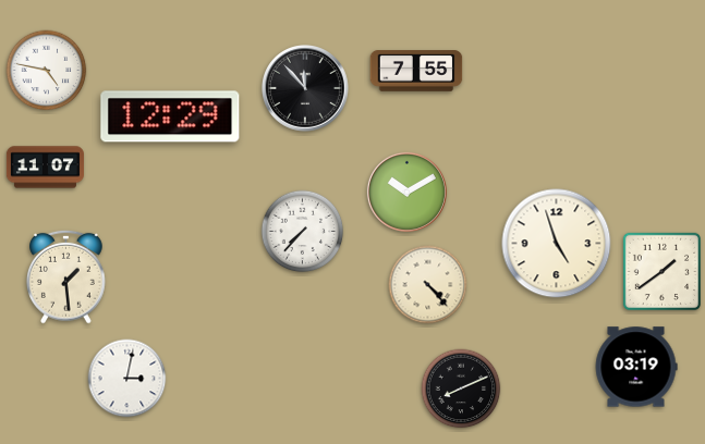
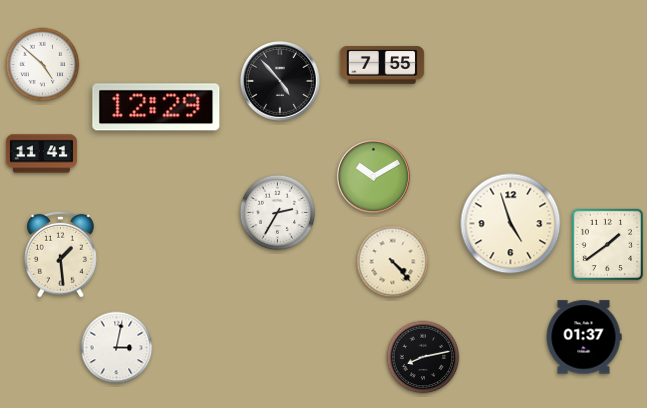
clock at (47, 71): 4:47 -> 4:52
clock at (305, 88): 11:53 -> 4:53
clock at (45, 168): 11:07 -> 11:41
clock at (303, 232): 7:37 -> 2:35
clock at (661, 271) position: (661, 271) -> (607, 244)
clock at (636, 367): 03:19 -> 01:37
clock at (461, 388): 8:11 -> 8:13
